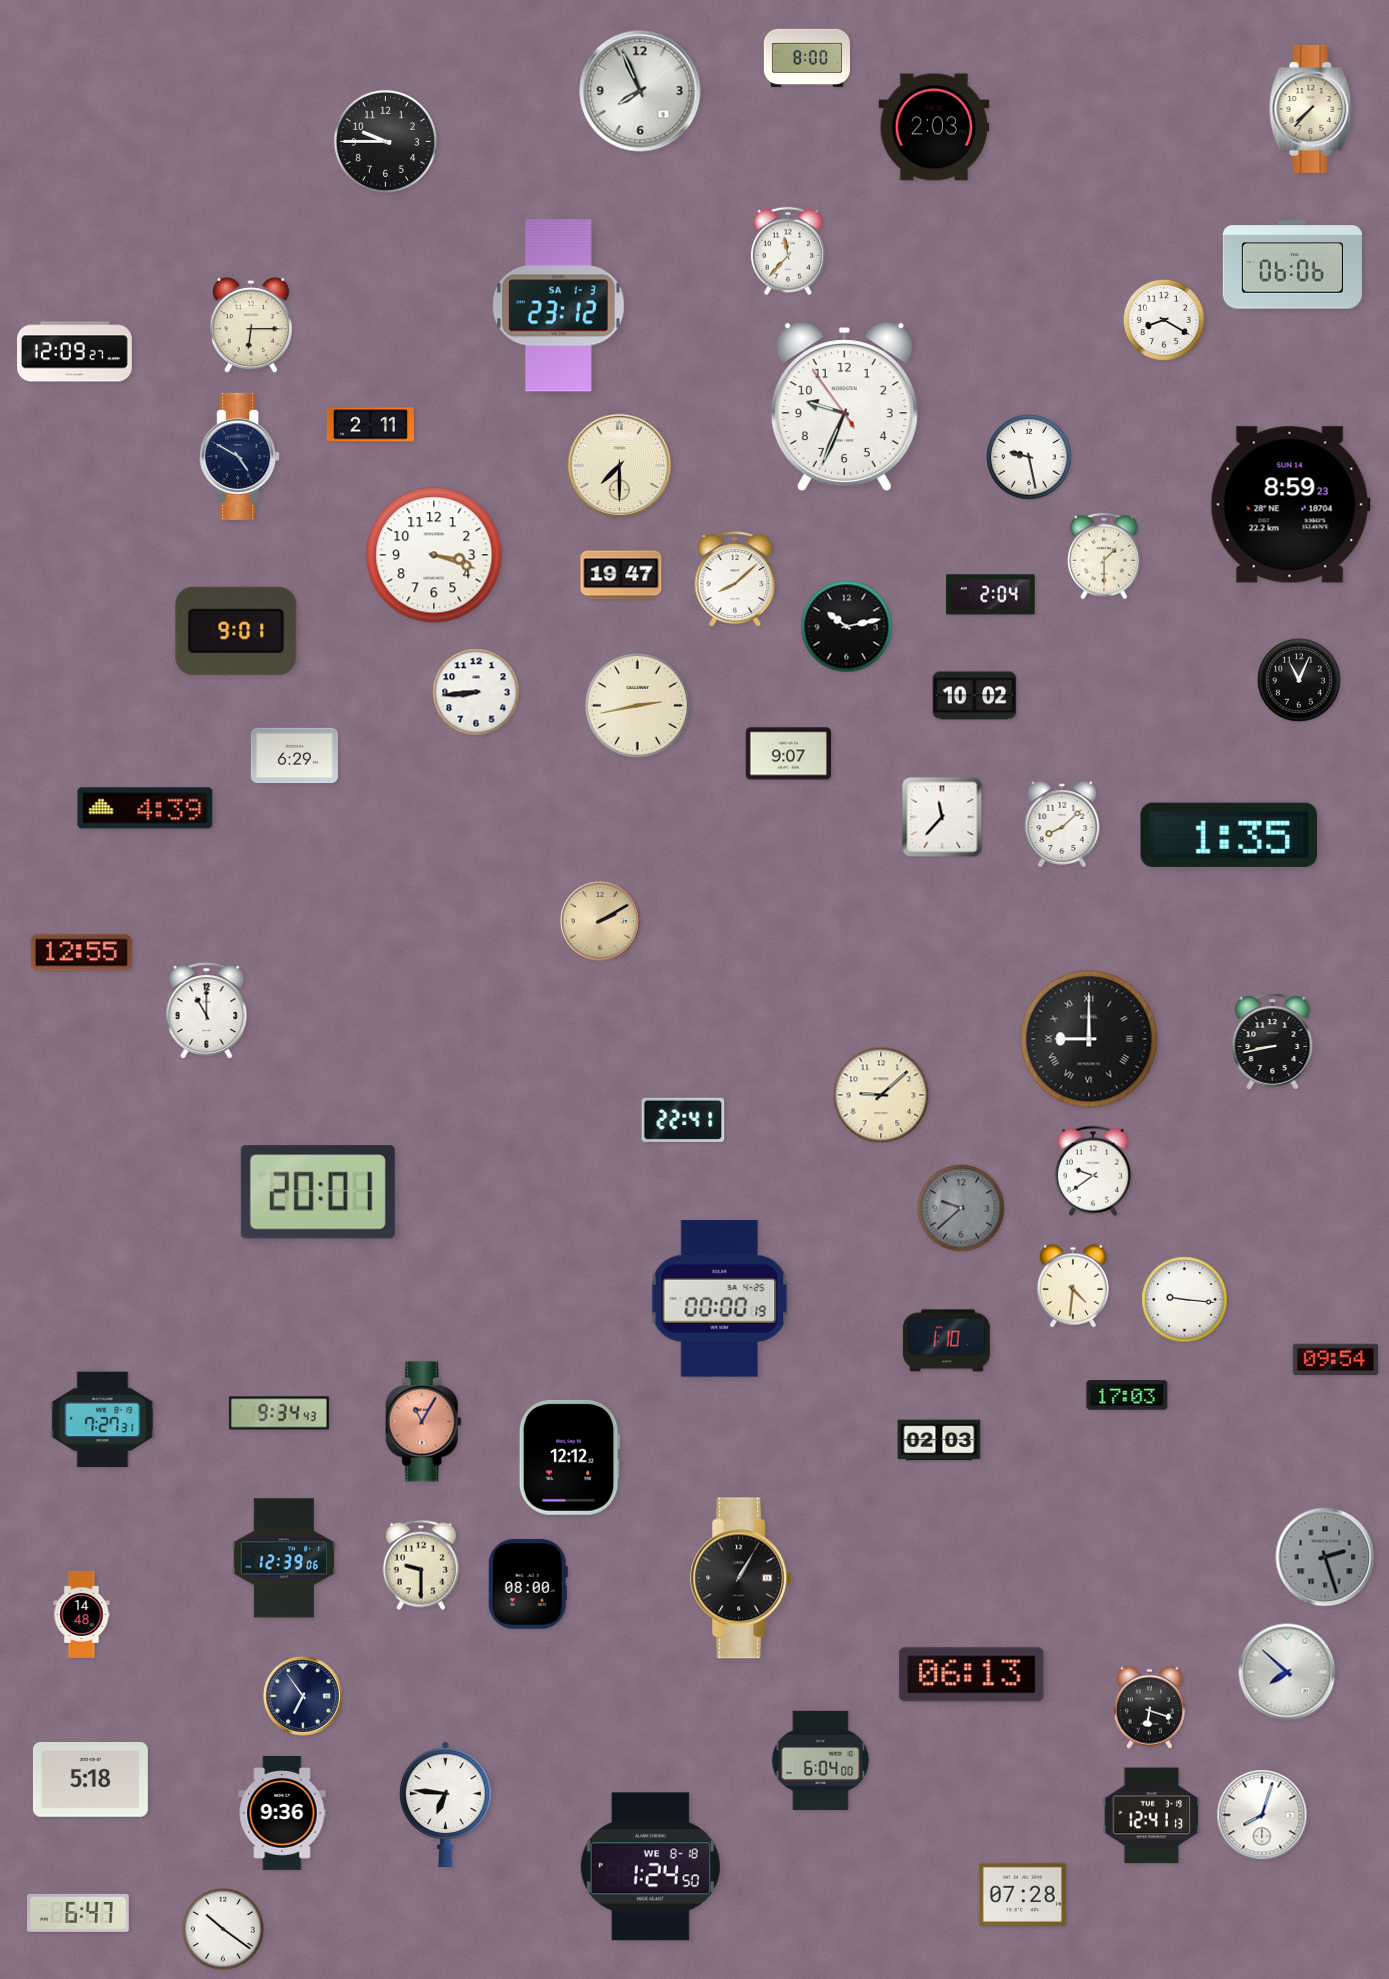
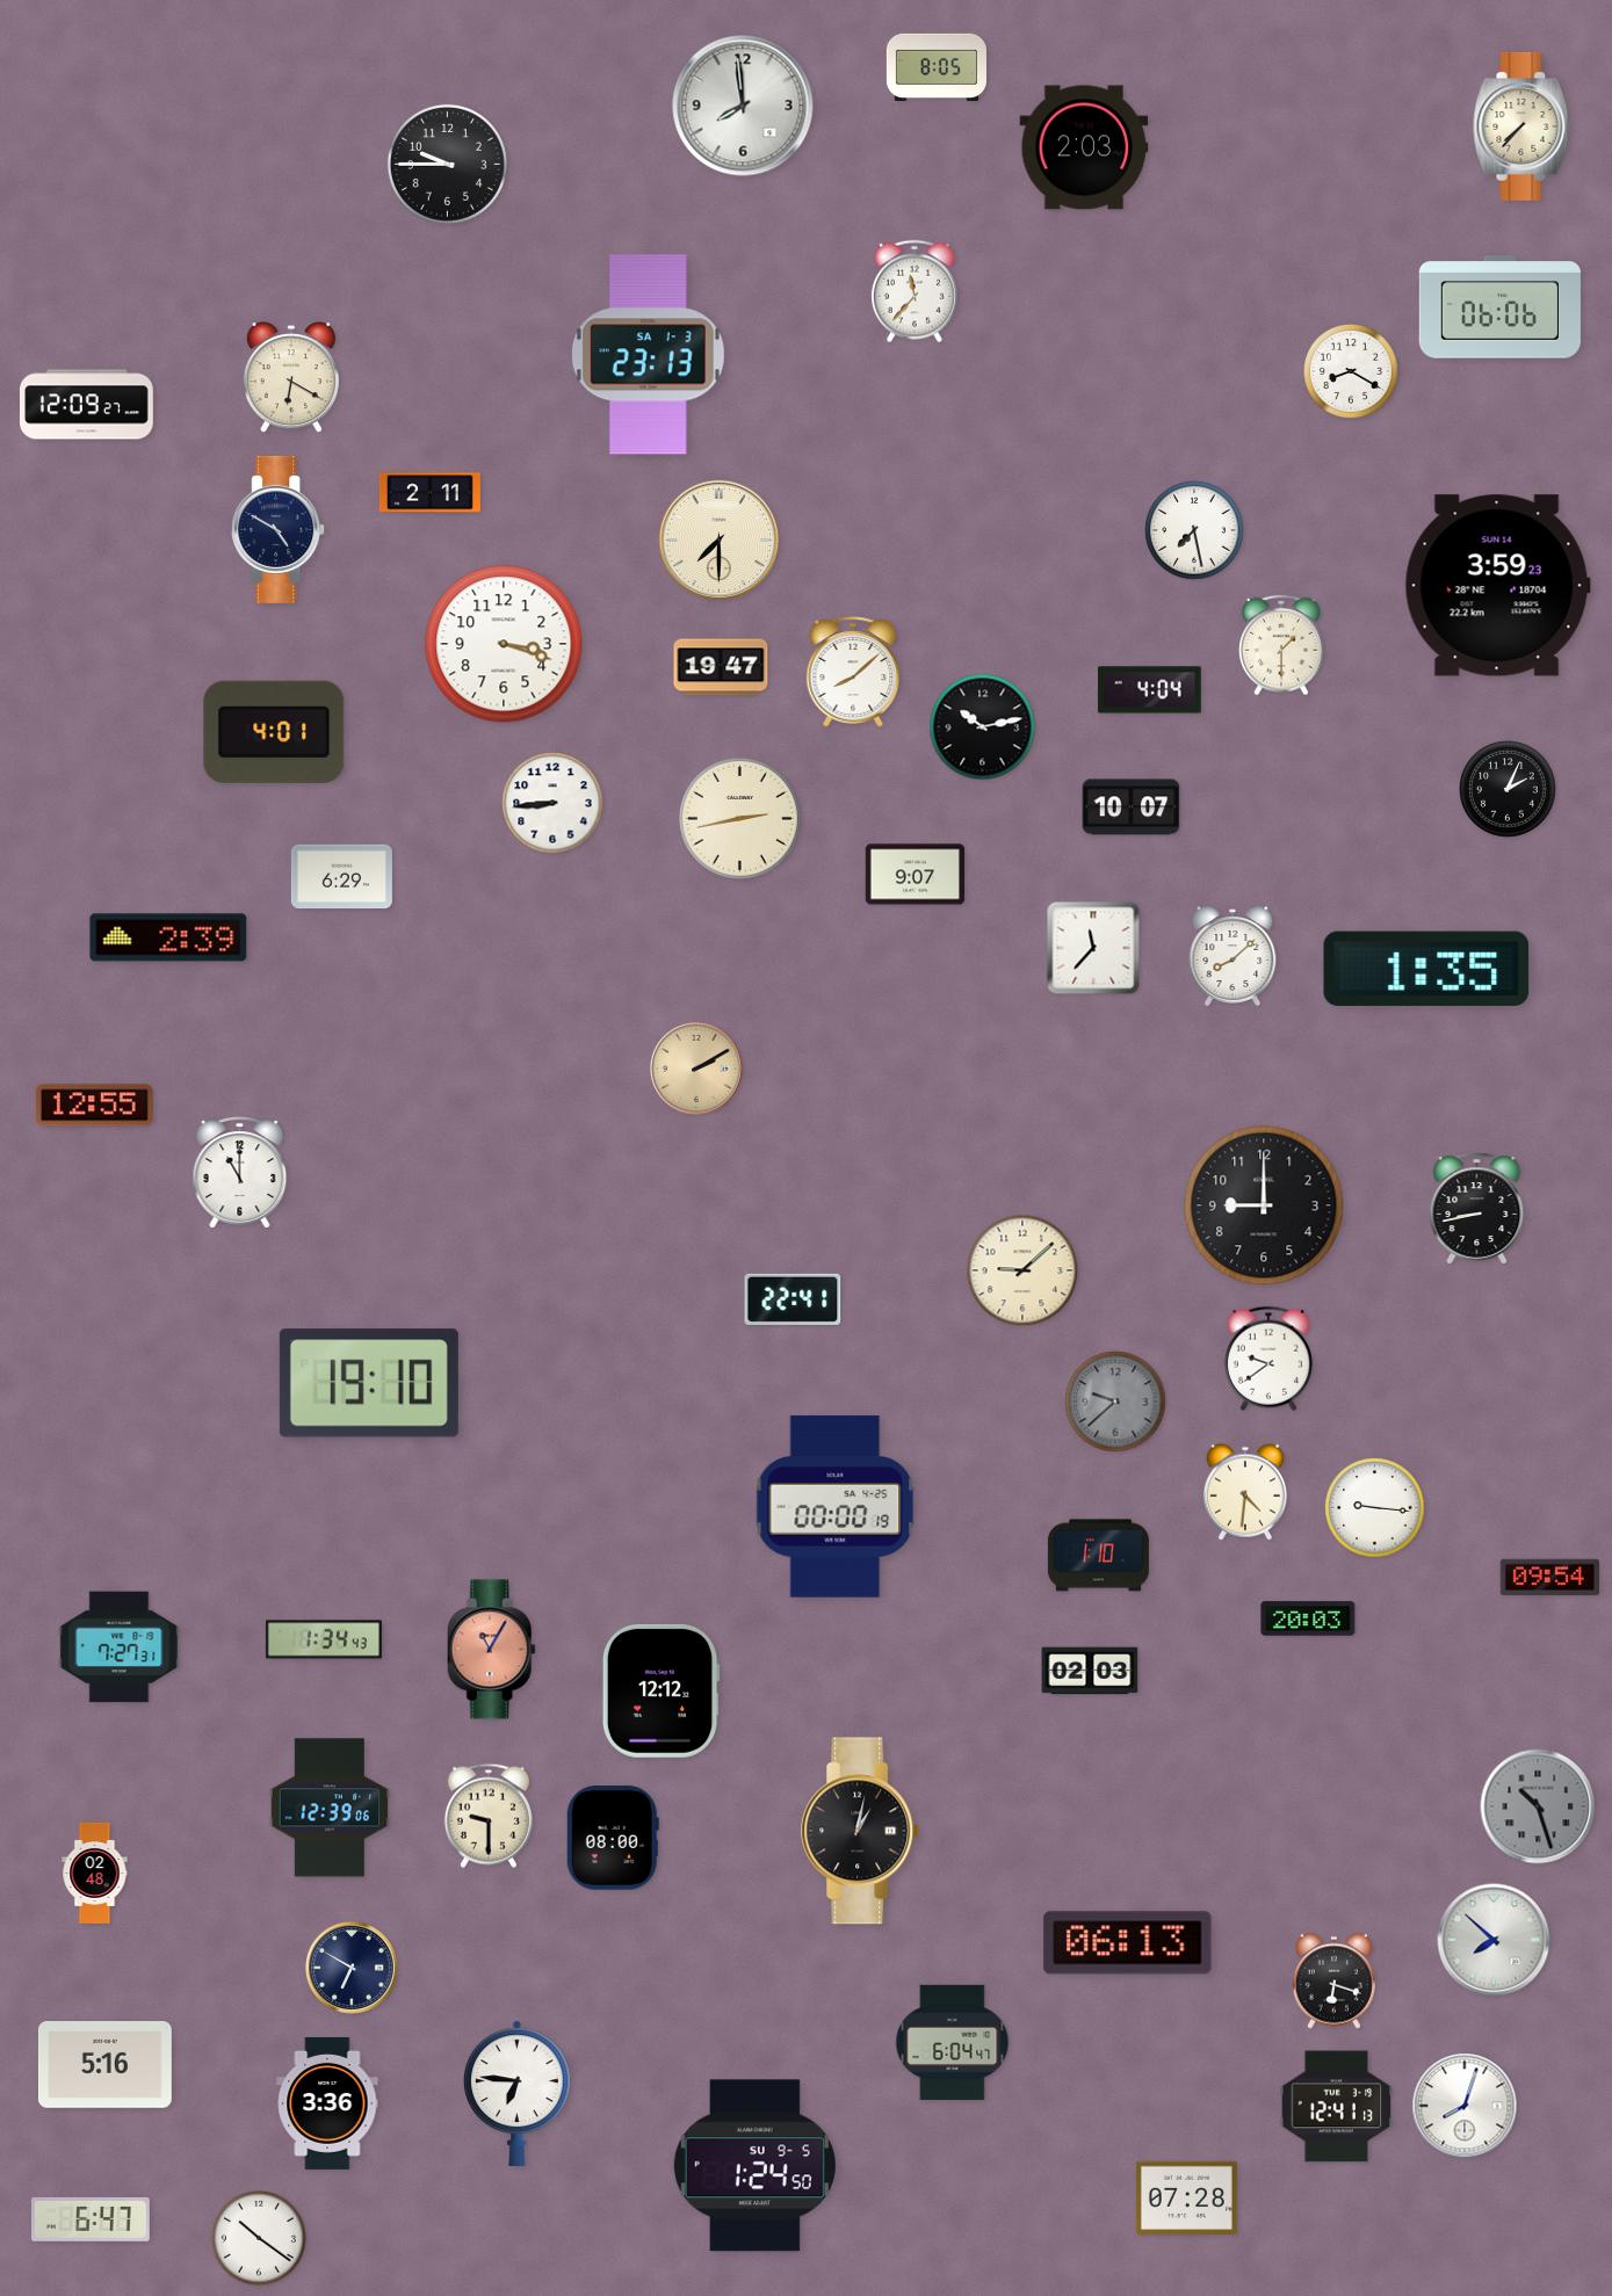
clock at (807, 57): 8:00 -> 8:05
clock at (640, 91): 7:56 -> 7:59
clock at (558, 306): 23:12 -> 23:13
clock at (251, 326): 6:15 -> 6:20
clock at (75, 352) position: (75, 352) -> (87, 405)
clock at (844, 407): 9:33 -> none
clock at (1029, 457): 9:28 -> 7:28
clock at (1290, 505): 8:59 -> 3:59
clock at (991, 595): 2:04 -> 4:04
clock at (236, 631): 9:01 -> 4:01
clock at (1299, 680): 11:04 -> 2:04
clock at (975, 696): 10:02 -> 10:07
clock at (145, 808): 4:39 -> 2:39
clock at (1089, 1039) numerals: Roman -> Arabic
clock at (318, 1192): 20:01 -> 19:10
clock at (1127, 1395): 17:03 -> 20:03
clock at (279, 1413): 9:34 -> 1:34
clock at (1325, 1557): 2:27 -> 10:27
clock at (742, 1578): 1:05 -> 1:02
clock at (82, 1614): 14:48 -> 02:48
clock at (303, 1696): 6:54 -> 6:50
clock at (821, 1760): 6:04:00 -> 6:04:47
clock at (90, 1780): 5:18 -> 5:16
clock at (282, 1813): 9:36 -> 3:36
clock at (650, 1867) date: WE 8-18 -> SU 9-5
